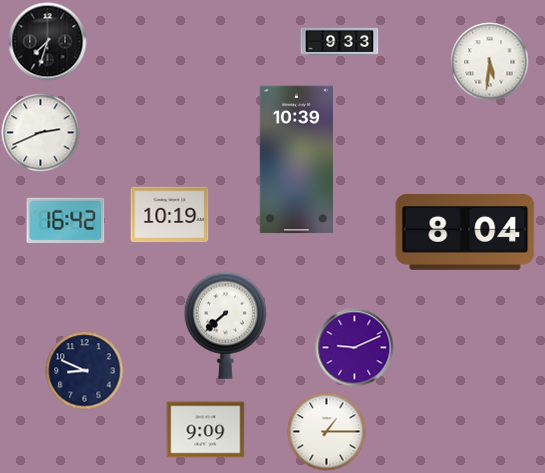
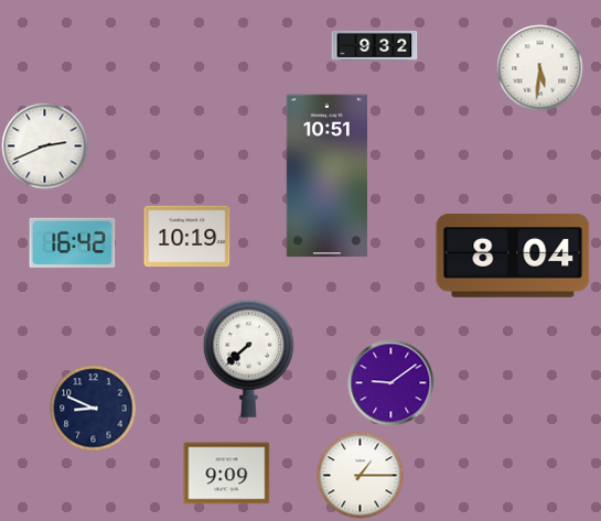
clock at (47, 41): 7:33 -> none
clock at (339, 41): 9:33 -> 9:32
clock at (296, 160): 10:39 -> 10:51
clock at (354, 347): 9:11 -> 9:09
